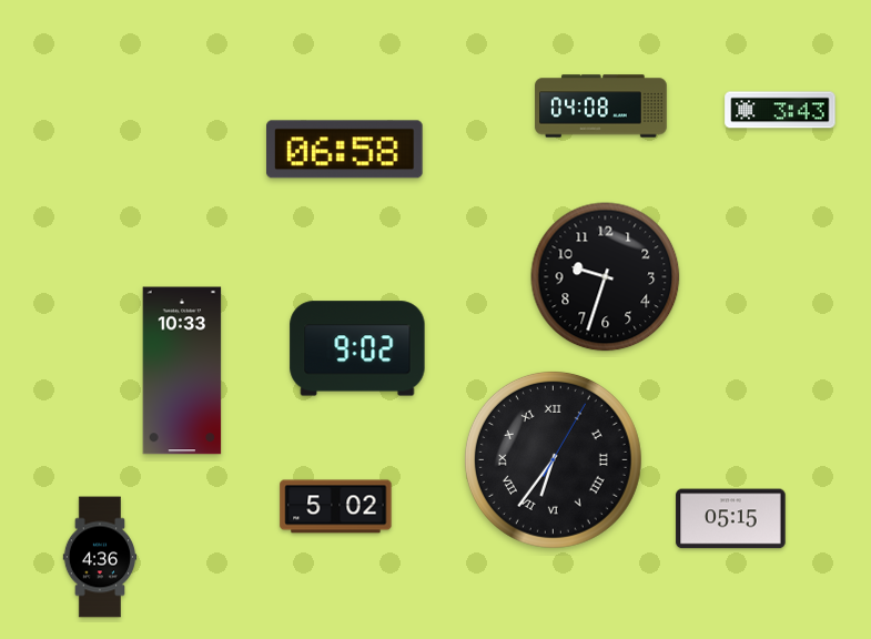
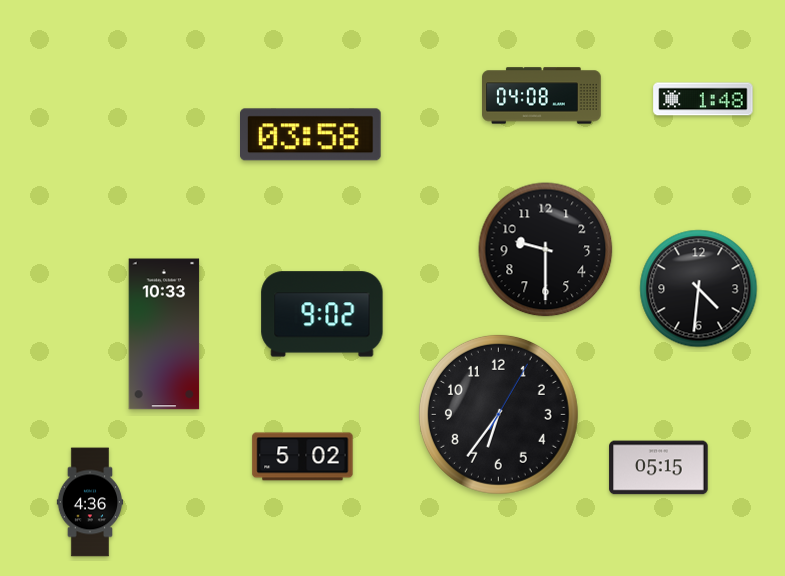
clock at (780, 110): 3:43 -> 1:48
clock at (345, 150): 06:58 -> 03:58
clock at (606, 277): 9:33 -> 9:30
clock at (699, 289): none -> 4:31
clock at (553, 459) numerals: Roman -> Arabic
